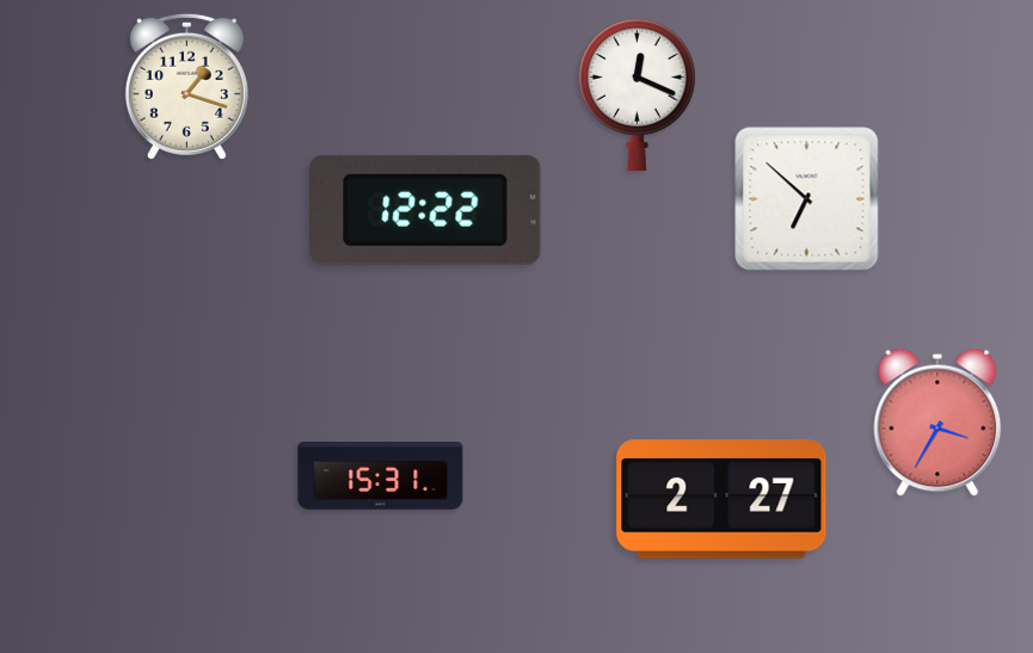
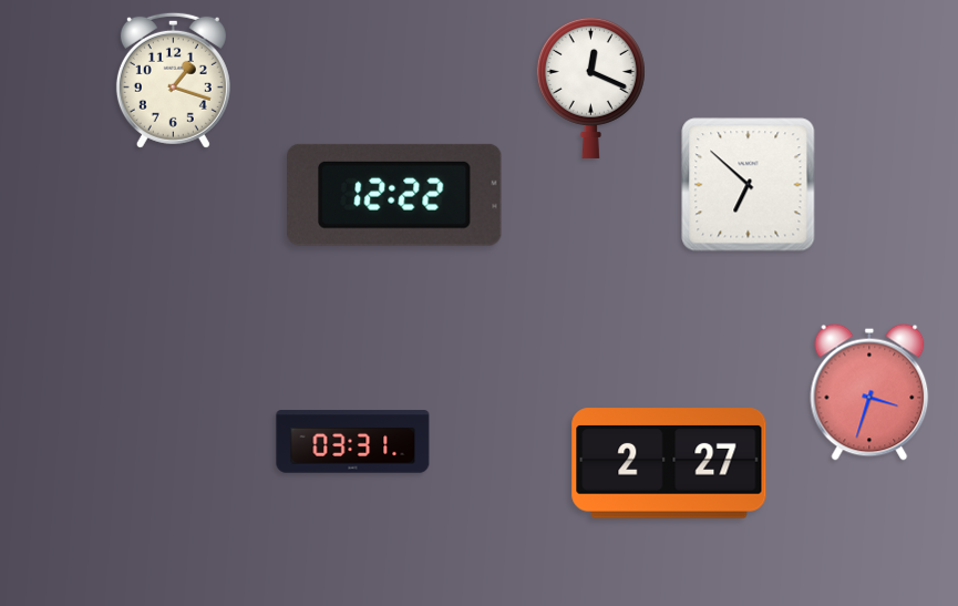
clock at (937, 423): 3:35 -> 3:33
clock at (381, 476): 15:31 -> 03:31
